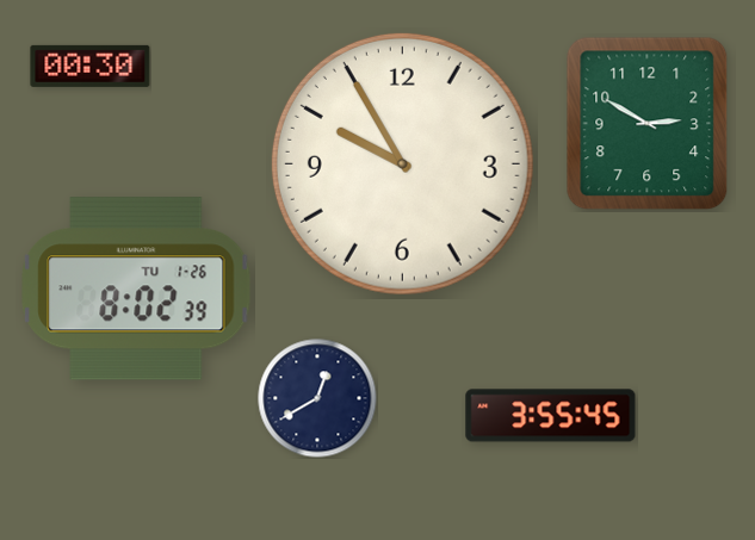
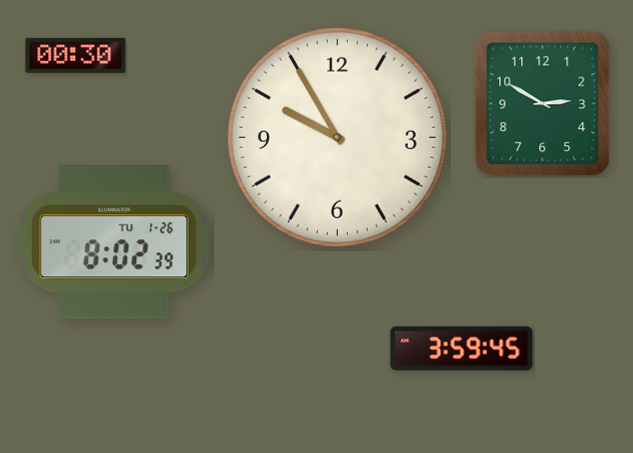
clock at (317, 398): 12:40 -> none
clock at (551, 416): 3:55 -> 3:59
